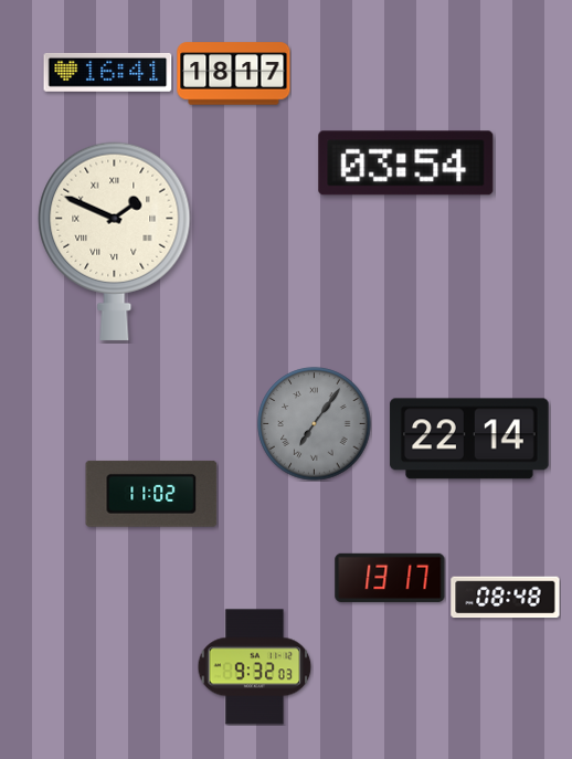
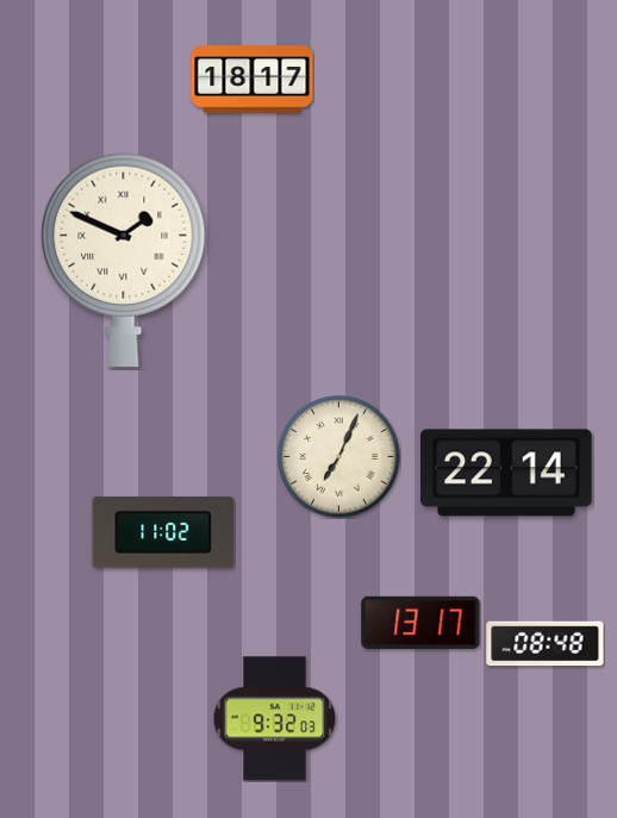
clock at (108, 72): 16:41 -> none
clock at (406, 164): 03:54 -> none
clock at (315, 424): 7:06 -> 7:04
clock at (315, 424) dial: grey -> cream
